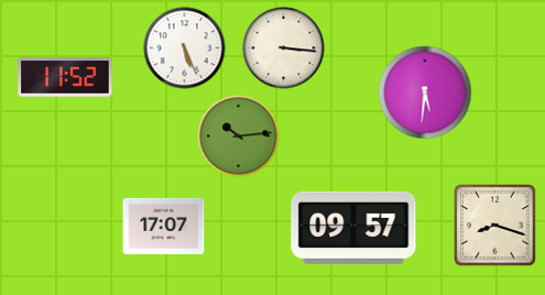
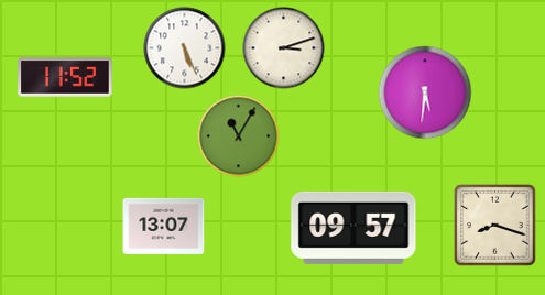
clock at (284, 48): 3:16 -> 3:12
clock at (239, 136): 10:14 -> 11:05
clock at (164, 226): 17:07 -> 13:07
